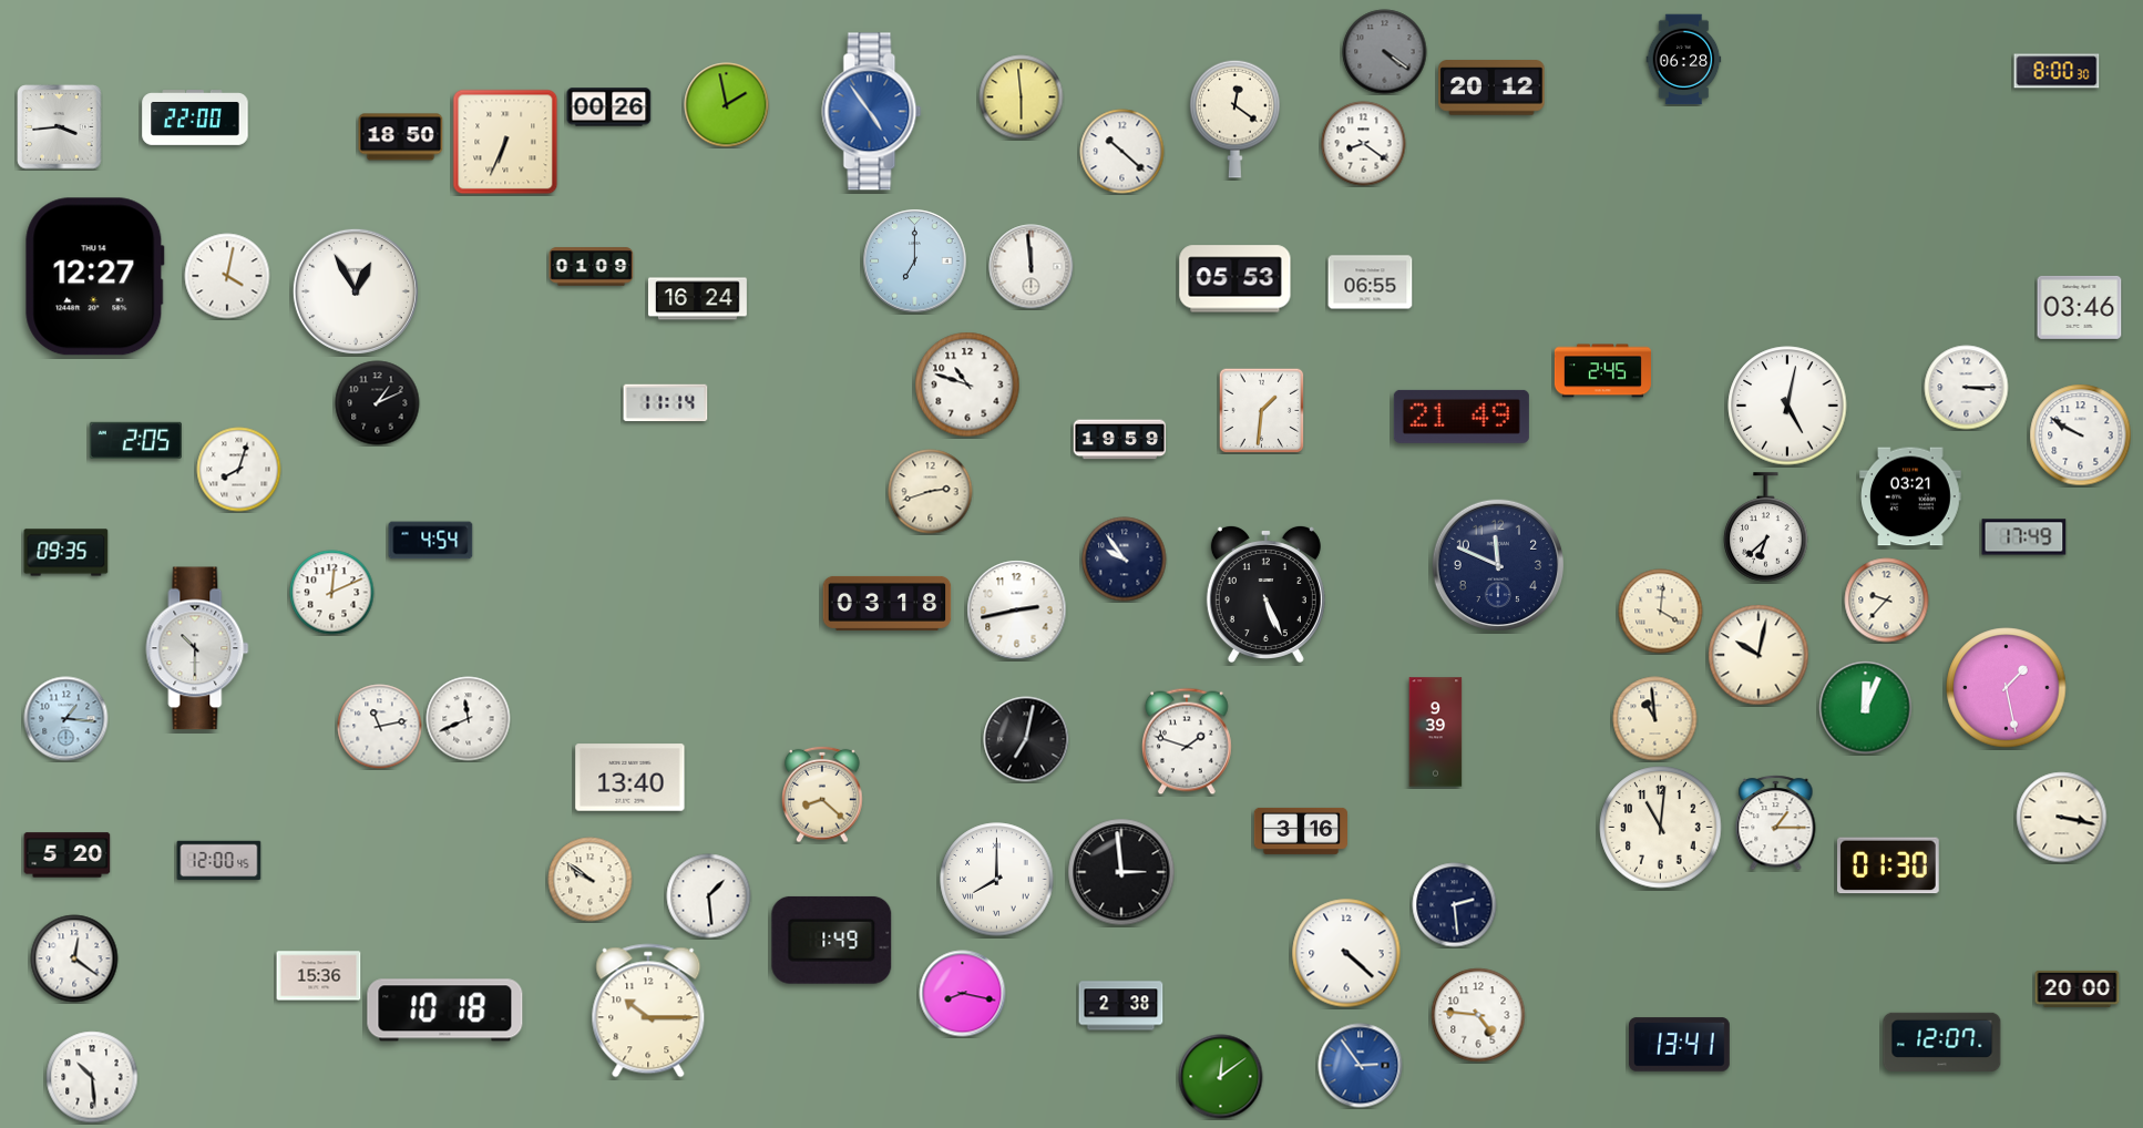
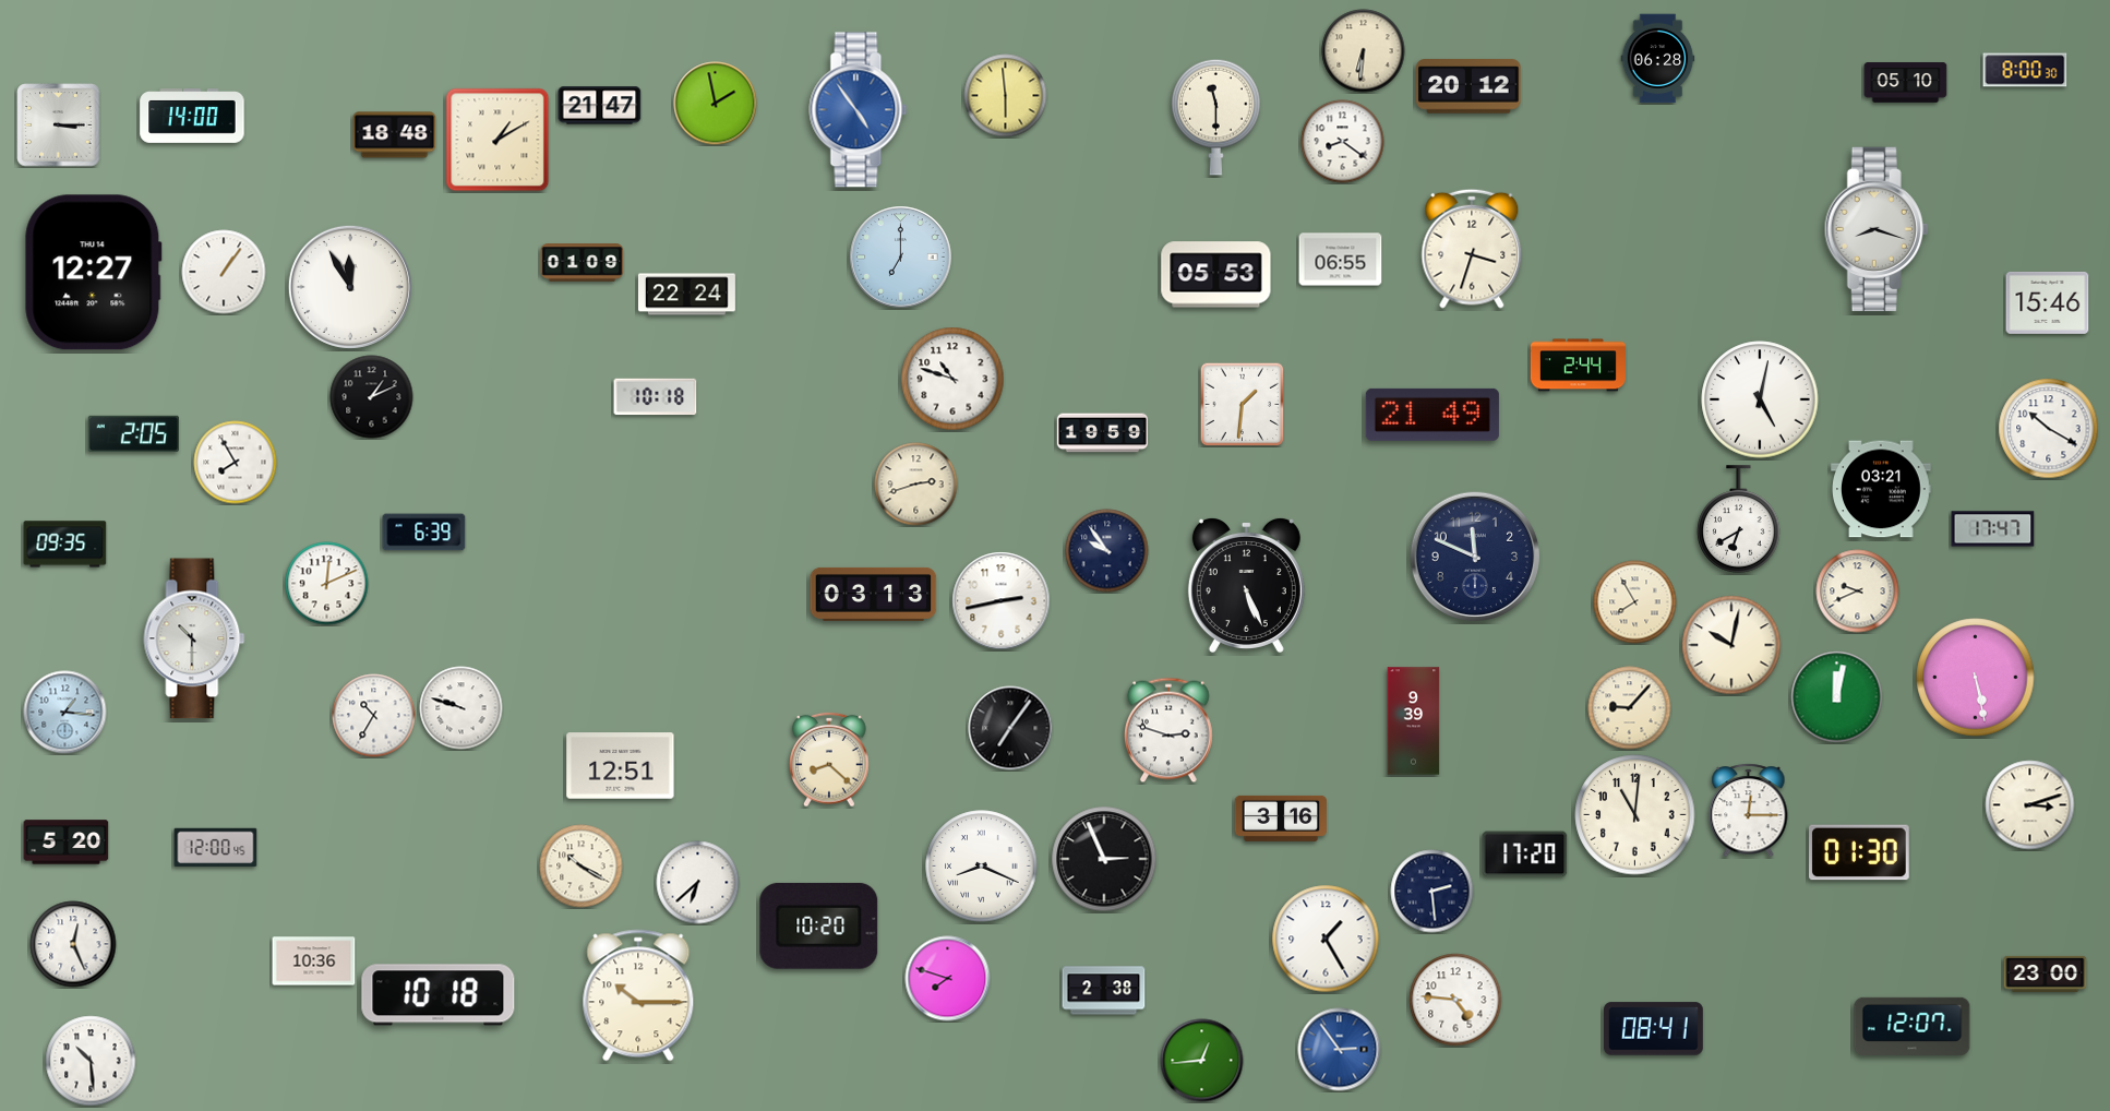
clock at (1385, 52): 4:21 -> 6:31
clock at (1385, 52) dial: grey -> cream
clock at (1906, 83): none -> 05:10
clock at (609, 107): 00:26 -> 21:47
clock at (195, 119): 22:00 -> 14:00
clock at (1235, 119): 12:21 -> 11:30
clock at (60, 127): 3:44 -> 3:15
clock at (401, 137): 18:50 -> 18:48
clock at (505, 142): 6:34 -> 1:10
clock at (1122, 152): 10:22 -> none
clock at (1877, 229): none -> 8:18
clock at (1472, 249): none -> 3:33
clock at (1032, 267): 11:59 -> none
clock at (227, 276): 4:02 -> 1:06
clock at (1371, 283) position: (1371, 283) -> (1341, 260)
clock at (356, 291): 12:55 -> 11:55
clock at (697, 299): 16:24 -> 22:24
clock at (2080, 307): 03:46 -> 15:46
clock at (1602, 371): 2:45 -> 2:44
clock at (1967, 388): 3:15 -> none
clock at (666, 403): 11:14 -> 10:18
clock at (1462, 417) position: (1462, 417) -> (1432, 415)
clock at (2081, 435): 9:50 -> 10:20
clock at (239, 470): 8:03 -> 7:55
clock at (1766, 527): 6:38 -> 6:40
clock at (2024, 537): 17:49 -> 17:47
clock at (431, 541): 4:54 -> 6:39
clock at (1887, 601): 9:37 -> 9:41
clock at (888, 603): 03:18 -> 03:13
clock at (1661, 612): 4:01 -> 7:55
clock at (2007, 688): 1:28 -> 5:28
clock at (1866, 708): 12:04 -> 12:02
clock at (66, 719) position: (66, 719) -> (65, 713)
clock at (469, 719): 11:41 -> 9:48
clock at (1655, 719): 10:59 -> 9:07
clock at (380, 727): 11:13 -> 10:35
clock at (1026, 739): 7:02 -> 7:06
clock at (1188, 741): 1:48 -> 2:48
clock at (630, 778): 13:40 -> 12:51
clock at (822, 794) position: (822, 794) -> (829, 760)
clock at (2062, 818): 3:17 -> 3:12
clock at (1776, 823): 1:15 -> 12:15
clock at (1525, 855): none -> 17:20
clock at (1121, 872): 2:59 -> 2:56
clock at (591, 880): 9:51 -> 10:20
clock at (997, 880): 8:00 -> 8:19
clock at (709, 896): 1:29 -> 6:38
clock at (832, 940): 1:49 -> 10:20
clock at (1346, 953): 4:22 -> 1:25
clock at (74, 958): 12:21 -> 12:26
clock at (319, 976): 15:36 -> 10:36
clock at (2078, 988): 20:00 -> 23:00
clock at (963, 994): 8:17 -> 7:48
clock at (1680, 1045): 13:41 -> 08:41
clock at (1221, 1077): 12:09 -> 12:44
